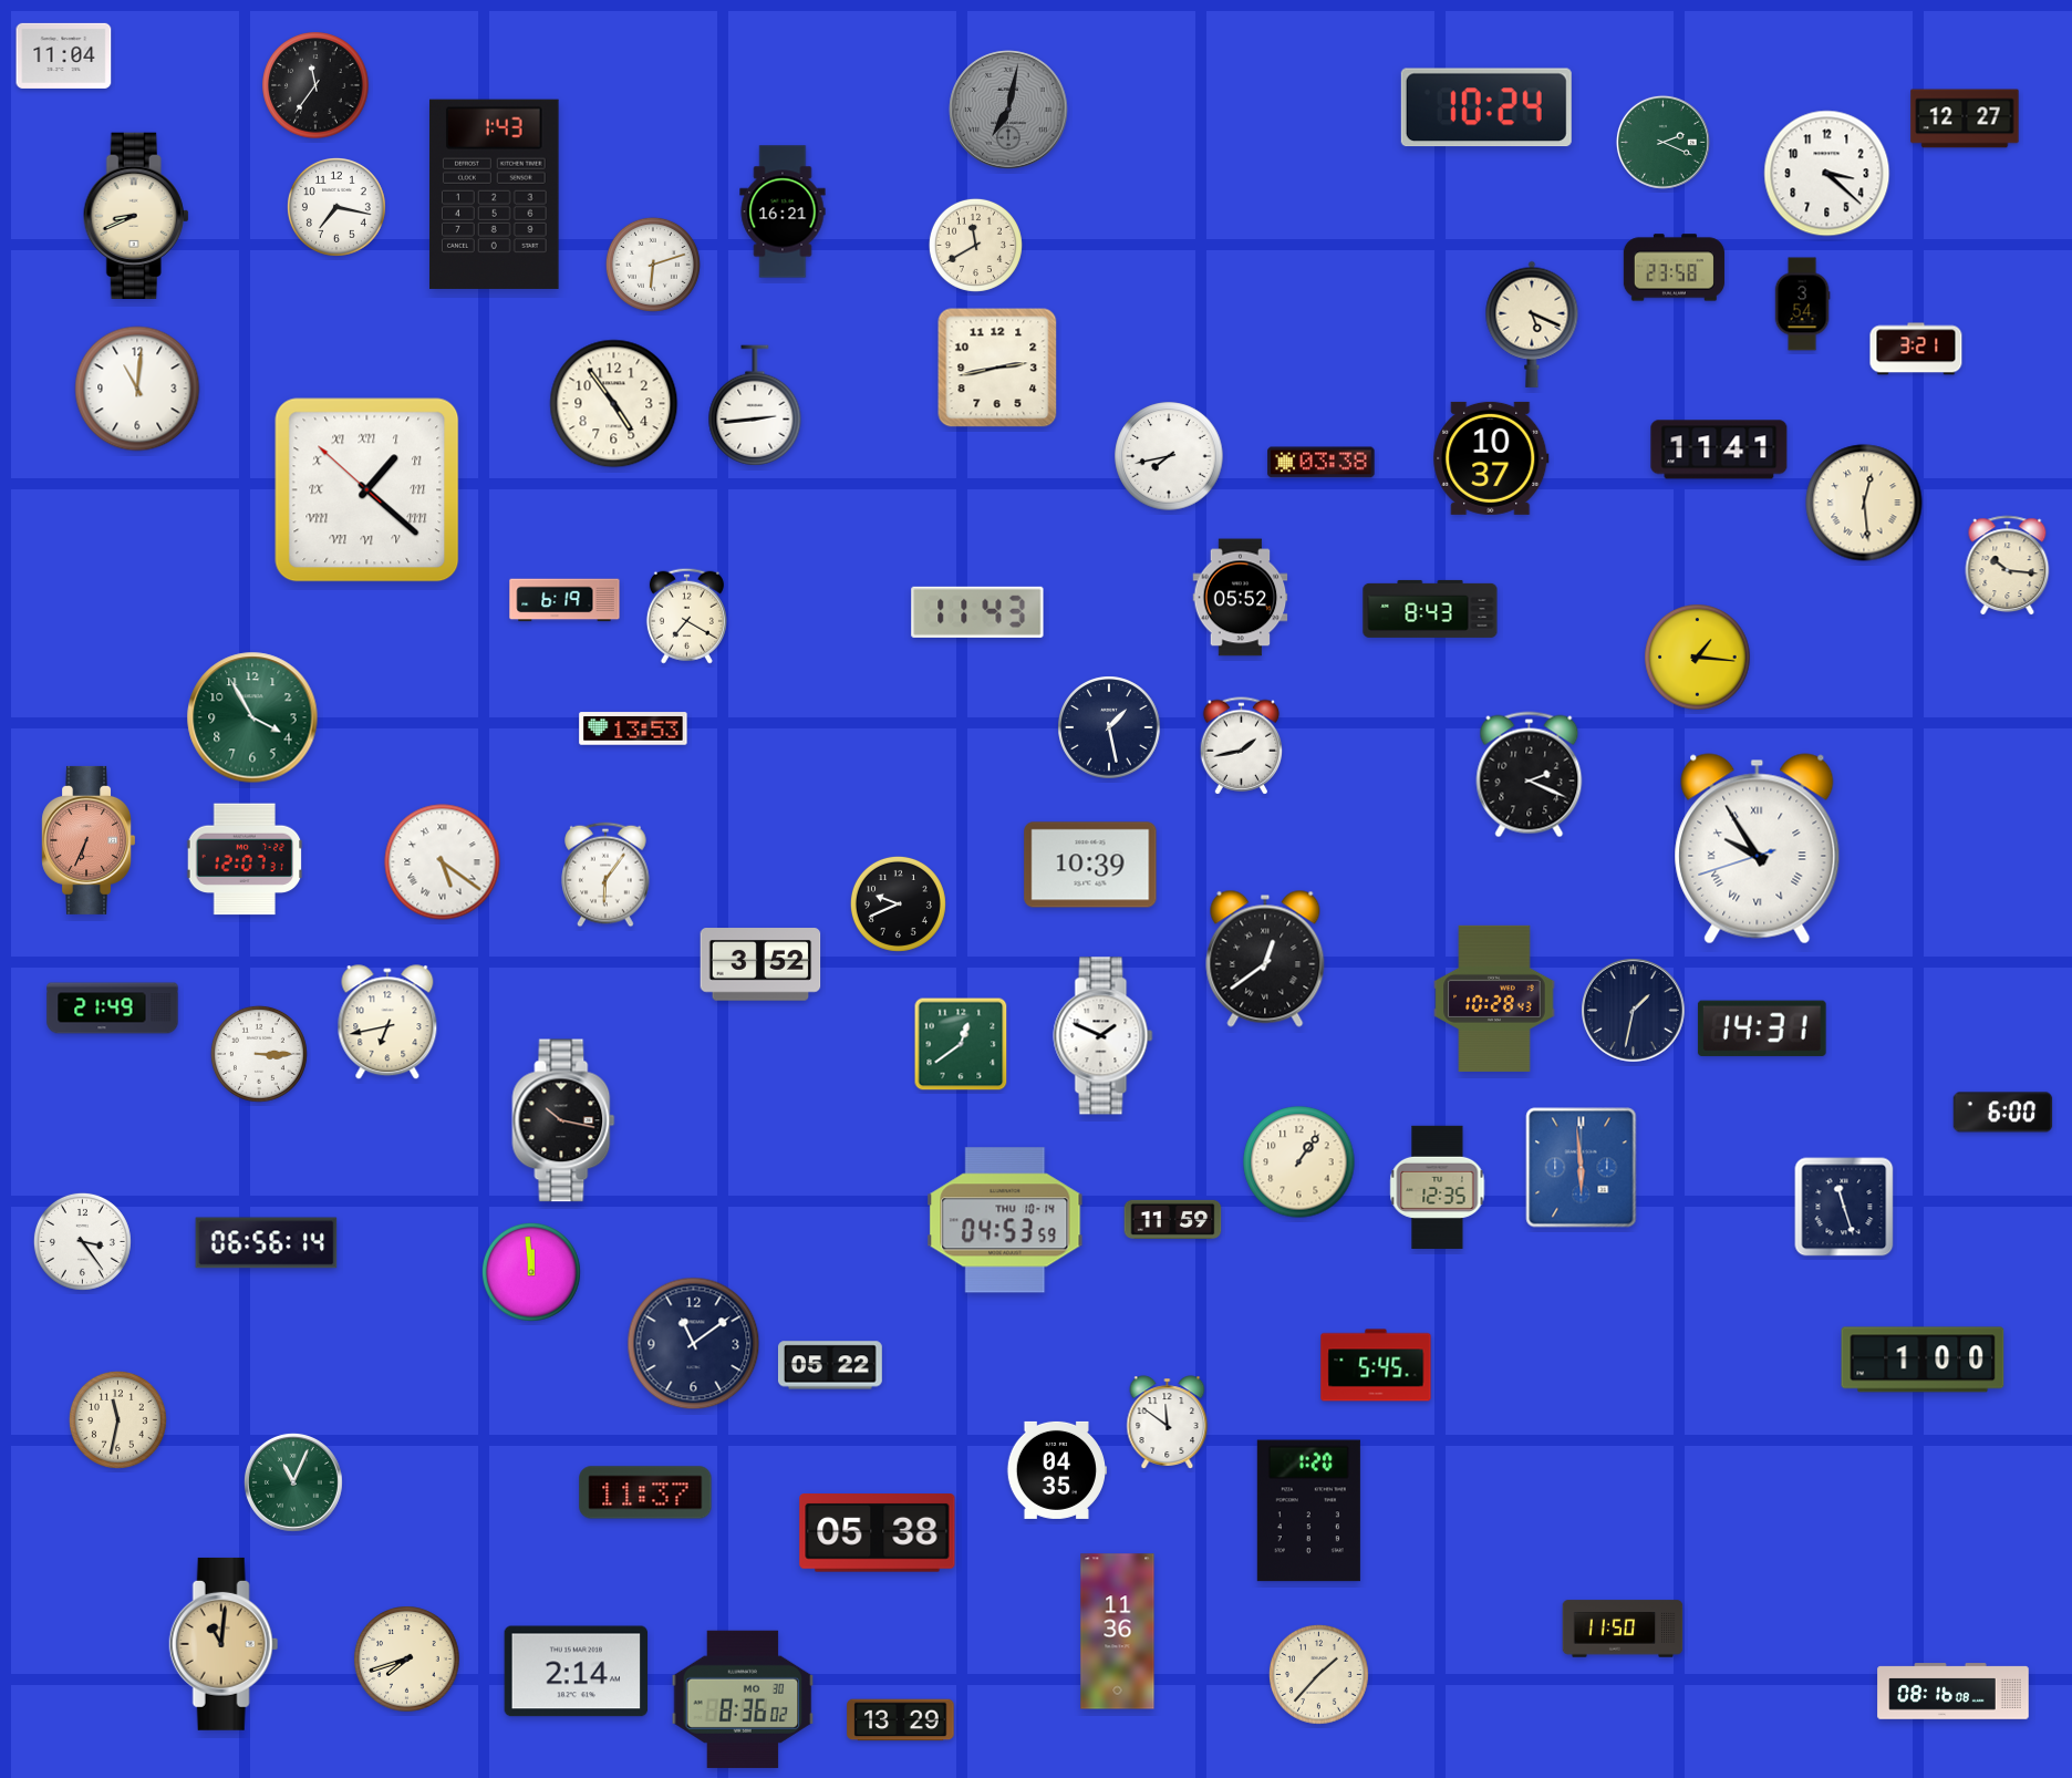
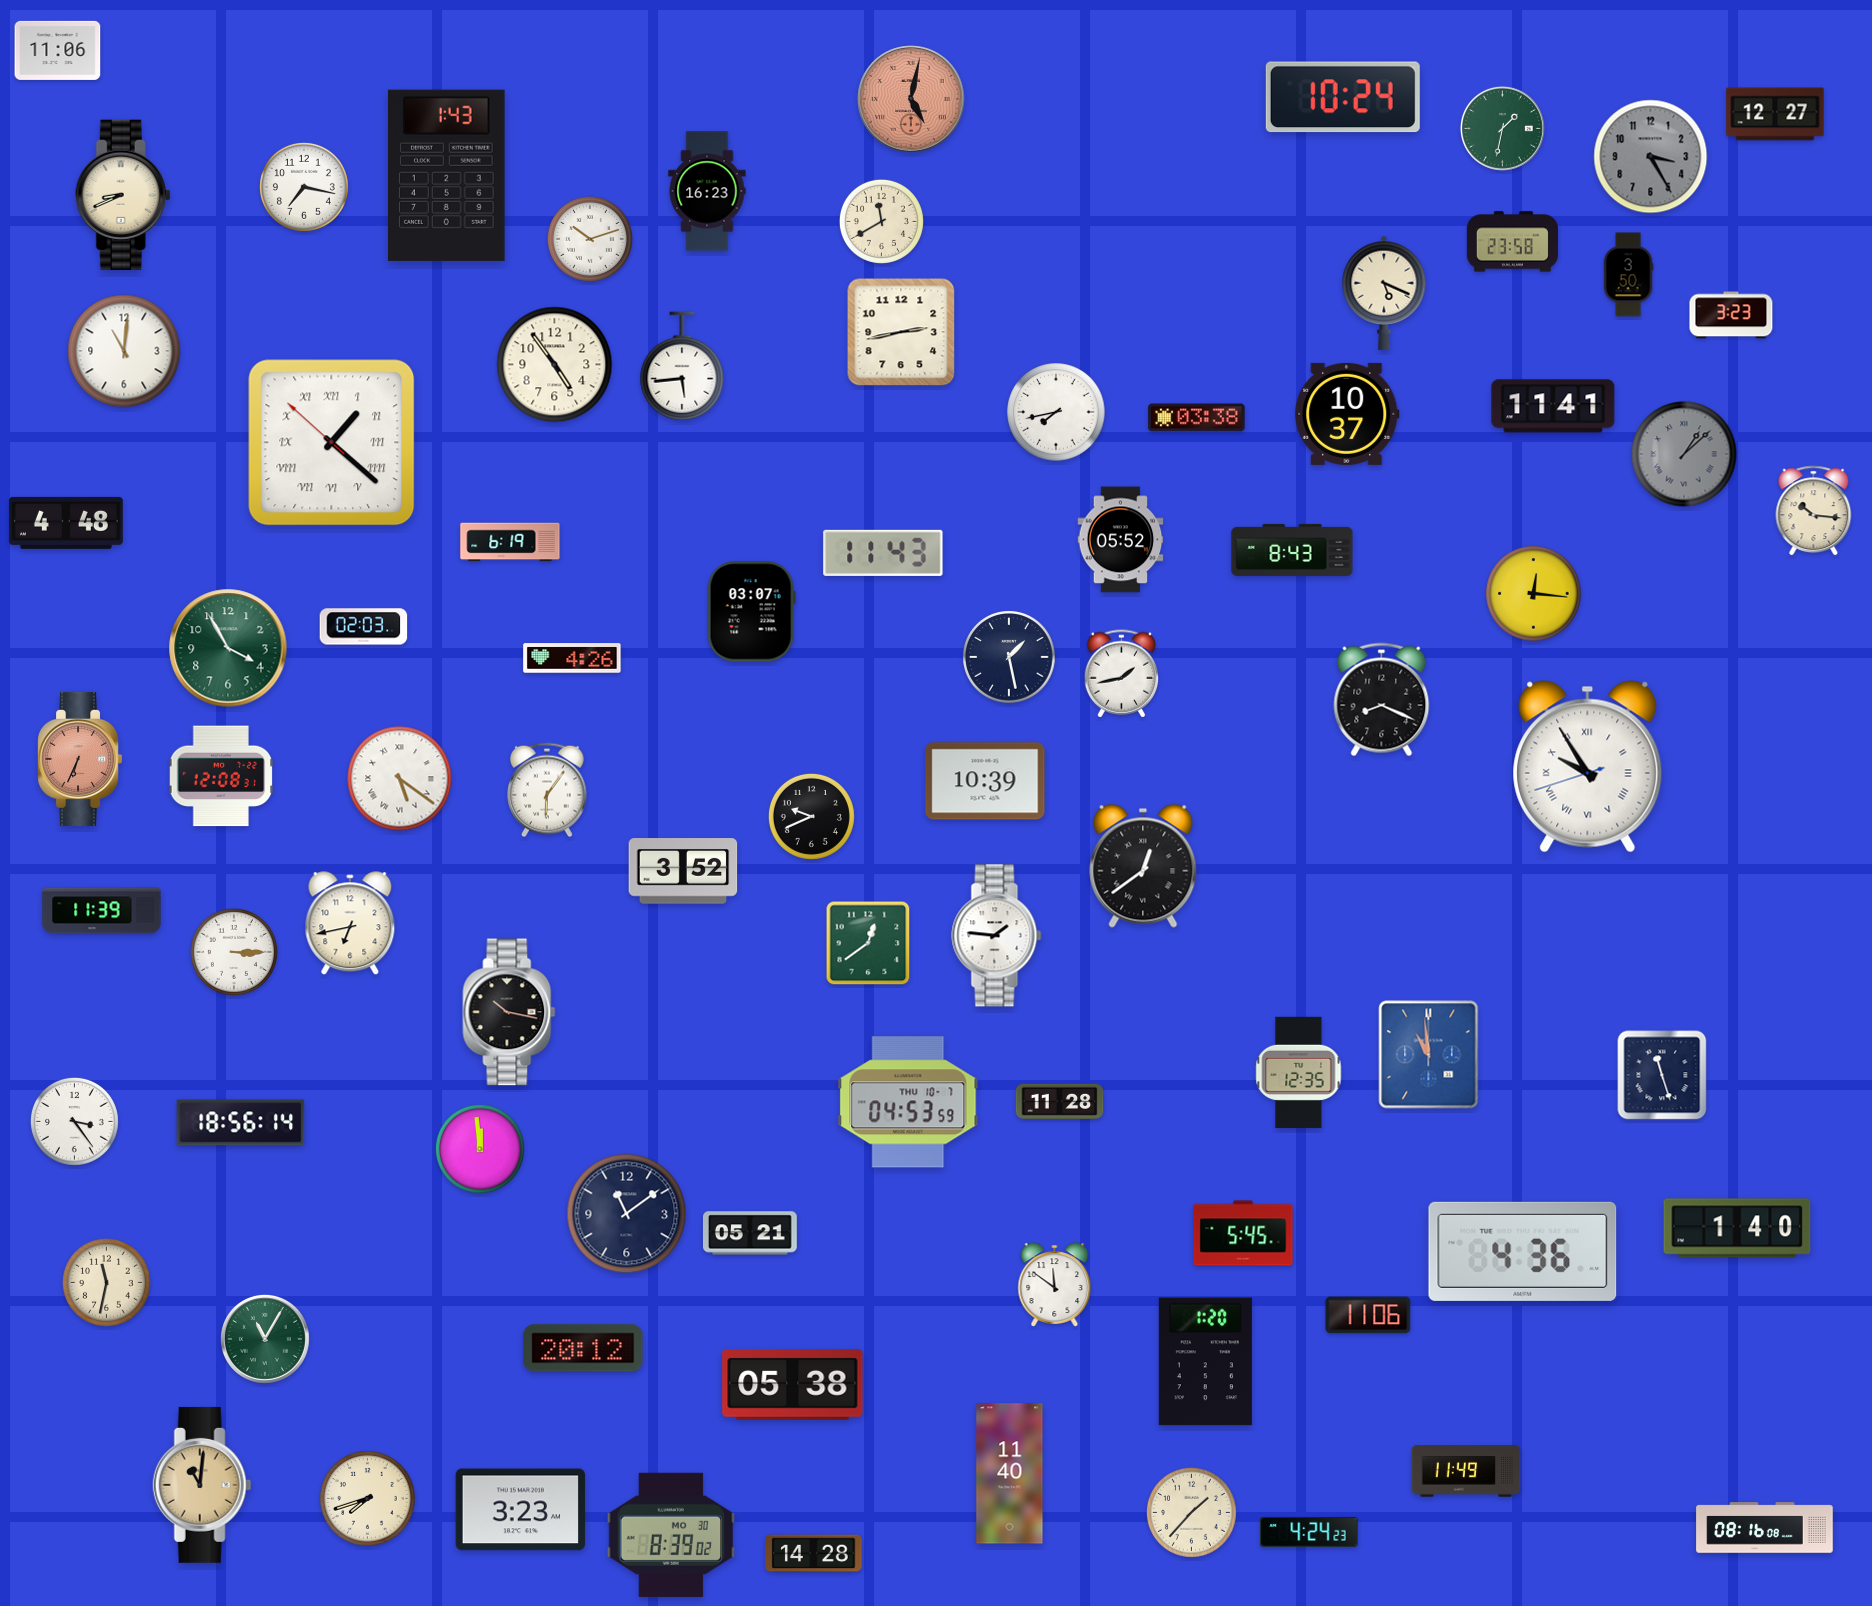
clock at (64, 55): 11:04 -> 11:06
clock at (315, 85): 11:36 -> none
clock at (1008, 110): 7:02 -> 5:02
clock at (1008, 110) dial: grey -> salmon
clock at (1965, 118) position: (1965, 118) -> (1775, 114)
clock at (1662, 142): 2:19 -> 1:32
clock at (1827, 174): 3:22 -> 3:25
clock at (1827, 174) dial: white -> grey
clock at (783, 211): 16:21 -> 16:23
clock at (653, 265): 6:12 -> 10:12
clock at (1802, 304): 3:54 -> 3:50
clock at (1916, 349): 3:21 -> 3:23
clock at (755, 405): 2:44 -> 5:44
clock at (1322, 463) position: (1322, 463) -> (1197, 418)
clock at (1864, 503): 12:29 -> 1:08
clock at (1864, 503) dial: cream -> grey
clock at (66, 523): none -> 4:48
clock at (686, 616): 7:20 -> none
clock at (1698, 658): 1:16 -> 12:16
clock at (751, 612): none -> 03:07
clock at (364, 627): none -> 02:03
clock at (1109, 727) position: (1109, 727) -> (1009, 657)
clock at (633, 728): 13:53 -> 4:26
clock at (1530, 775): 2:19 -> 8:19
clock at (245, 859): 12:07 -> 12:08
clock at (760, 964) position: (760, 964) -> (683, 871)
clock at (1494, 999): 10:28 -> none
clock at (113, 1009): 21:49 -> 11:39
clock at (1634, 1011): 1:32 -> none
clock at (1762, 1028): 14:31 -> none
clock at (1104, 1036): 1:49 -> 1:46
clock at (2003, 1113): 6:00 -> none
clock at (1299, 1162): 1:06 -> none
clock at (1582, 1168): 5:59 -> 10:59
clock at (1844, 1207) position: (1844, 1207) -> (1662, 1075)
clock at (1173, 1219): 11:59 -> 11:28
clock at (1005, 1220) date: THU 10-14 -> THU 10-7
clock at (267, 1243): 06:56 -> 18:56
clock at (1923, 1360): 1:00 -> 1:40
clock at (830, 1365): 05:22 -> 05:21
clock at (1523, 1251): none -> 4:36
clock at (1368, 1315): none -> 11:06
clock at (1056, 1470): 04:35 -> none
clock at (293, 1482): 11:04 -> 11:05
clock at (645, 1492): 11:37 -> 20:12
clock at (1308, 1511) position: (1308, 1511) -> (1205, 1362)
clock at (1623, 1629): 11:50 -> 11:49
clock at (1118, 1632): 11:36 -> 11:40
clock at (577, 1672): 2:14 -> 3:23
clock at (1309, 1532): none -> 4:24
clock at (743, 1699): 8:36 -> 8:39
clock at (901, 1720): 13:29 -> 14:28
